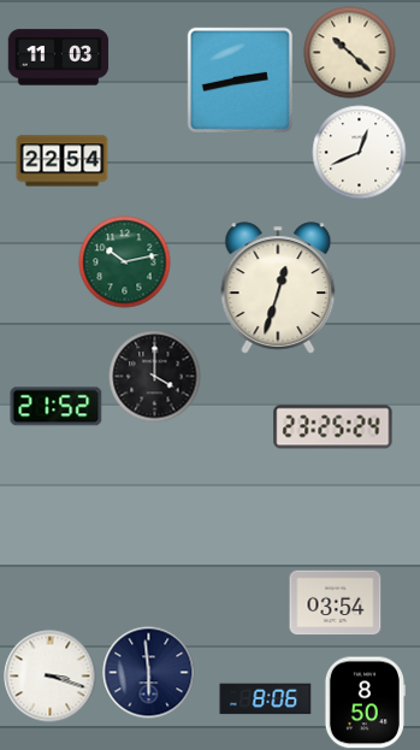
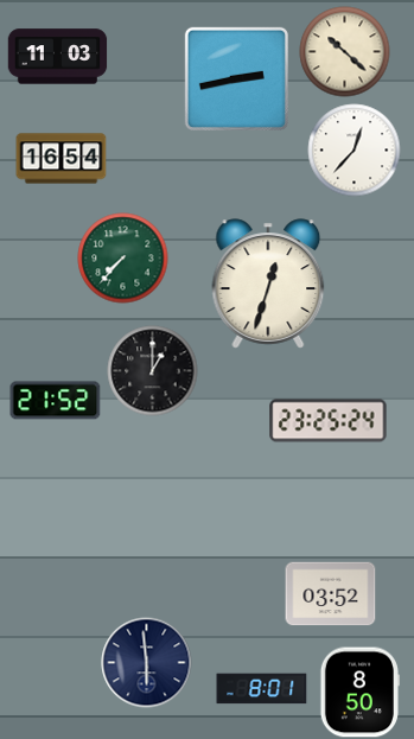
clock at (360, 153): 12:41 -> 12:37
clock at (63, 161): 22:54 -> 16:54
clock at (125, 262): 10:13 -> 7:37
clock at (278, 288) position: (278, 288) -> (268, 284)
clock at (155, 377): 4:00 -> 1:00
clock at (336, 603): 03:54 -> 03:52
clock at (51, 677): 3:18 -> none
clock at (266, 699): 8:06 -> 8:01
